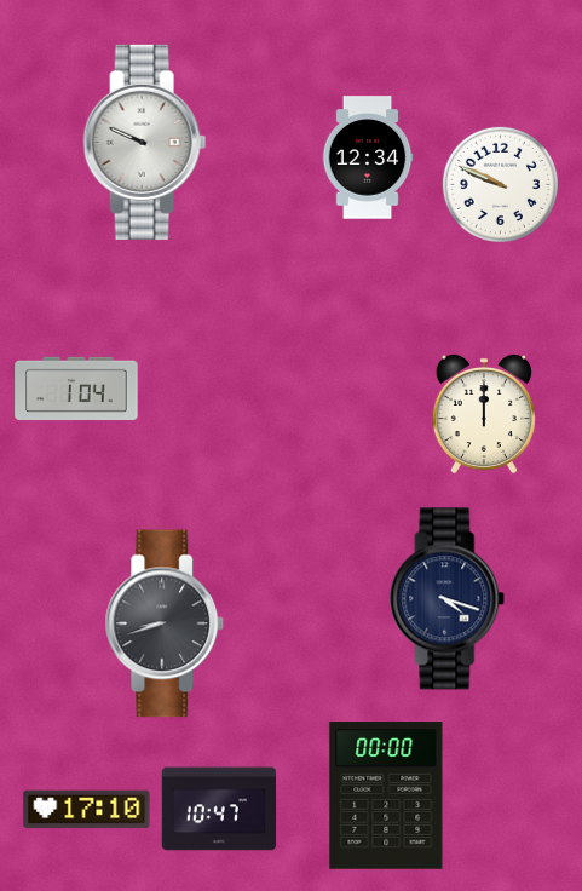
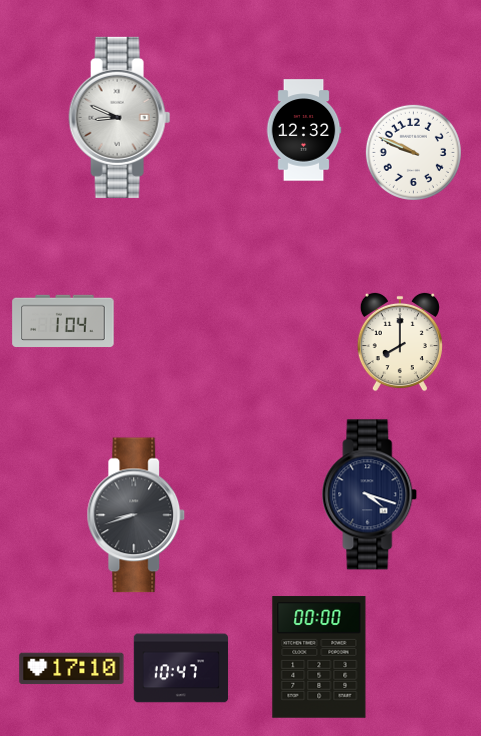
clock at (145, 142): 9:49 -> 8:49
clock at (368, 157): 12:34 -> 12:32
clock at (484, 414): 12:00 -> 8:00
